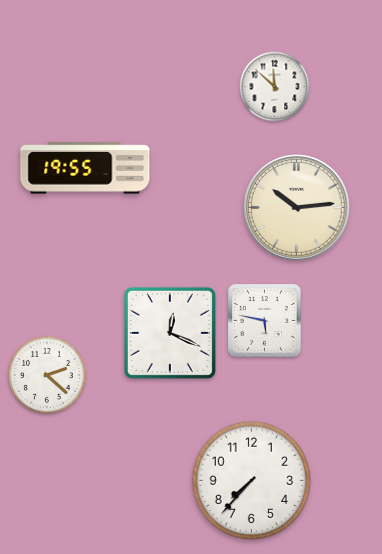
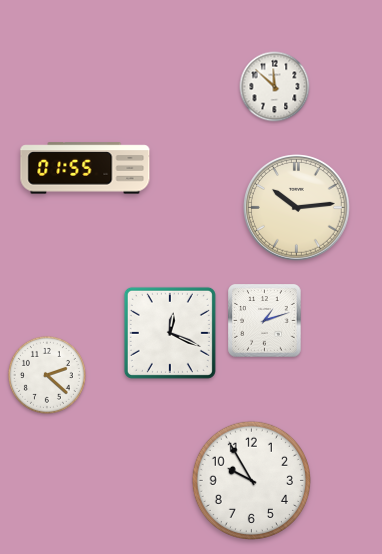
clock at (85, 168): 19:55 -> 01:55
clock at (265, 321): 5:47 -> 1:12
clock at (251, 480): 7:37 -> 9:55
